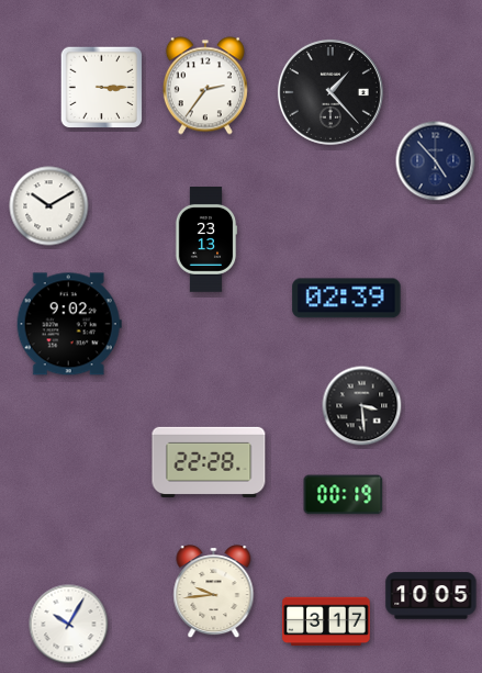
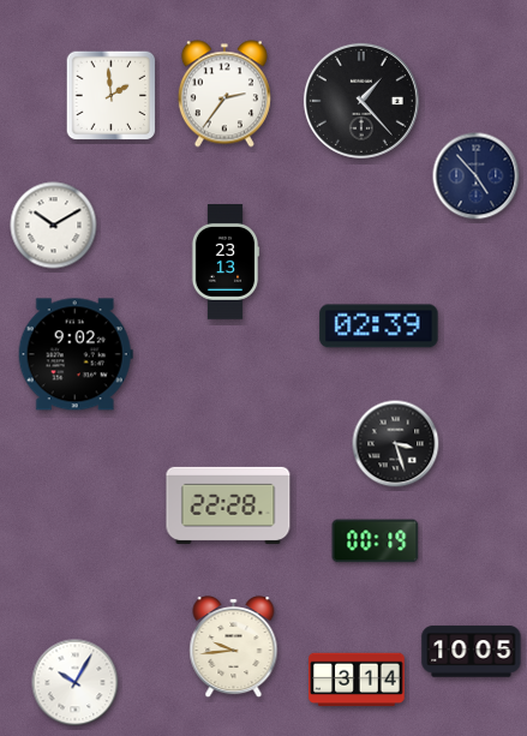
clock at (102, 88): 3:15 -> 1:59
clock at (362, 406): 3:29 -> 3:27
clock at (326, 621): 3:17 -> 3:14
